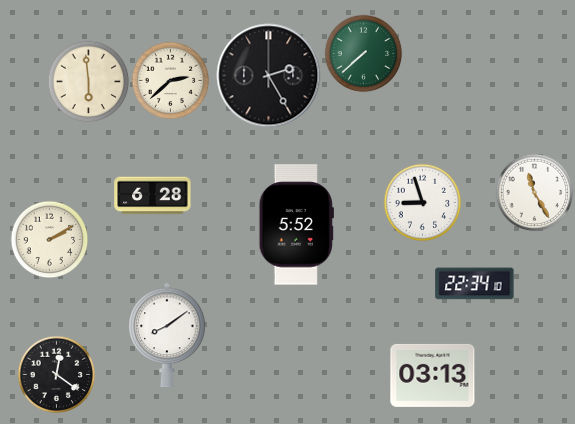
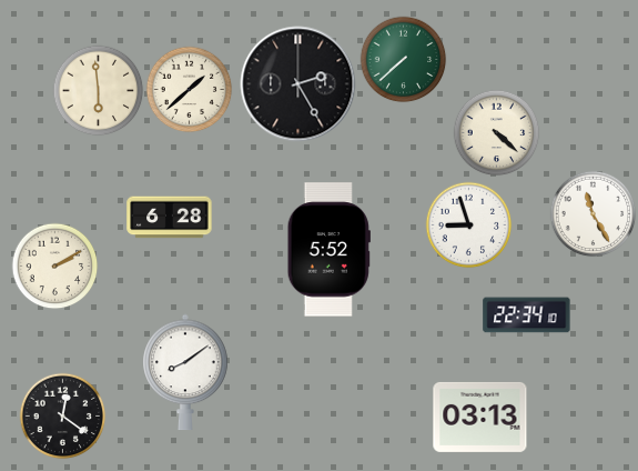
clock at (170, 80): 2:38 -> 1:38
clock at (496, 132): none -> 4:22
